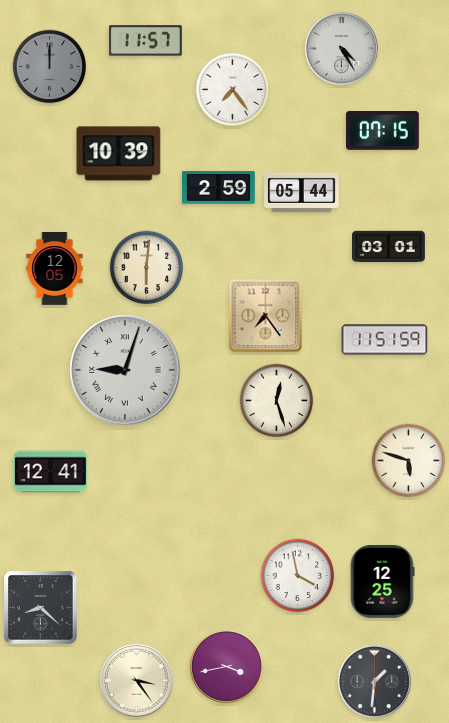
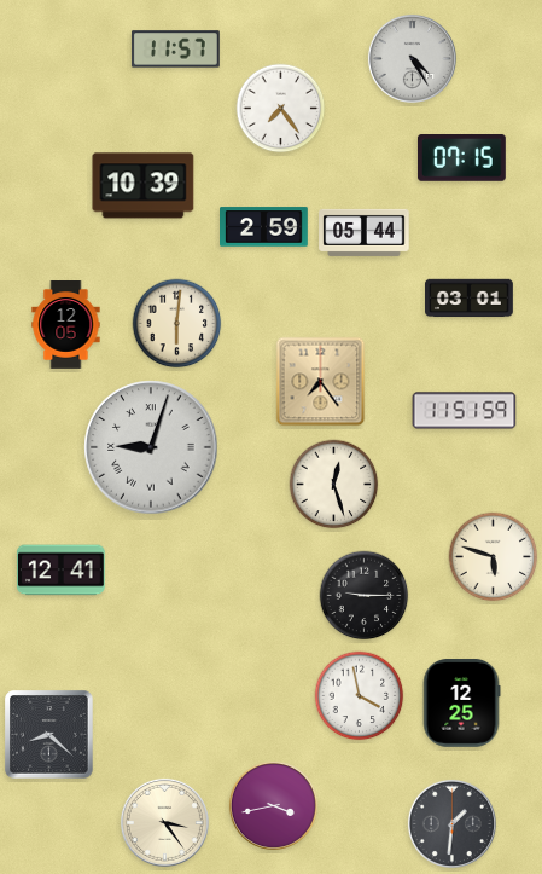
clock at (50, 67): 12:00 -> none
clock at (365, 596): none -> 9:15
